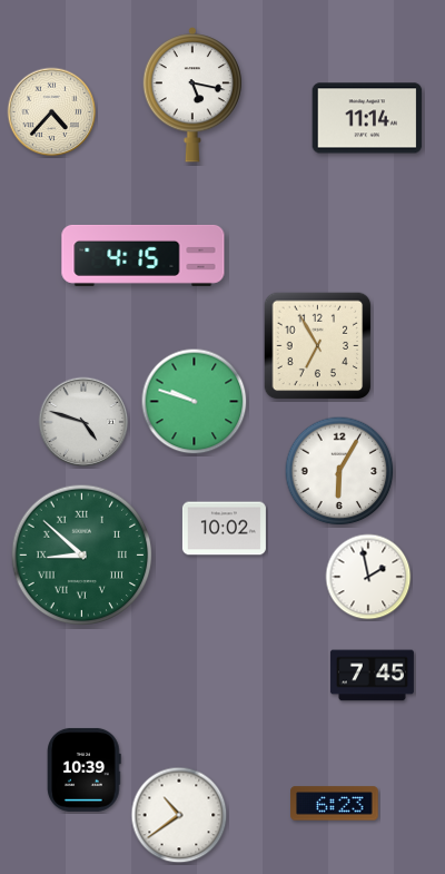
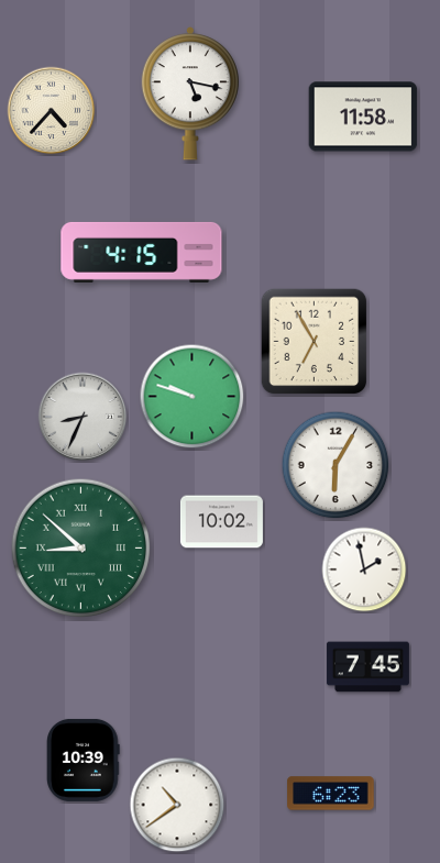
clock at (367, 118): 11:14 -> 11:58
clock at (83, 422): 4:48 -> 8:34
